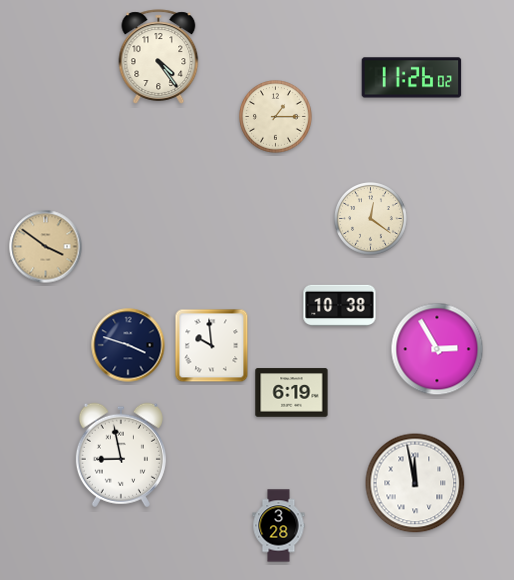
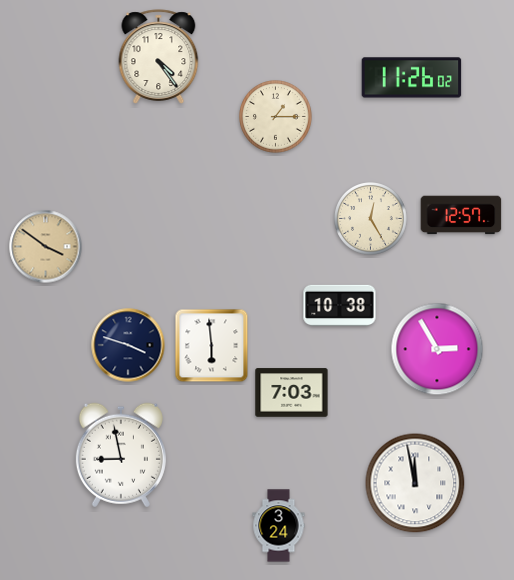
clock at (461, 215): none -> 12:57
clock at (371, 219): 12:21 -> 12:25
clock at (212, 346): 9:59 -> 5:59
clock at (292, 393): 6:19 -> 7:03
clock at (279, 526): 3:28 -> 3:24
